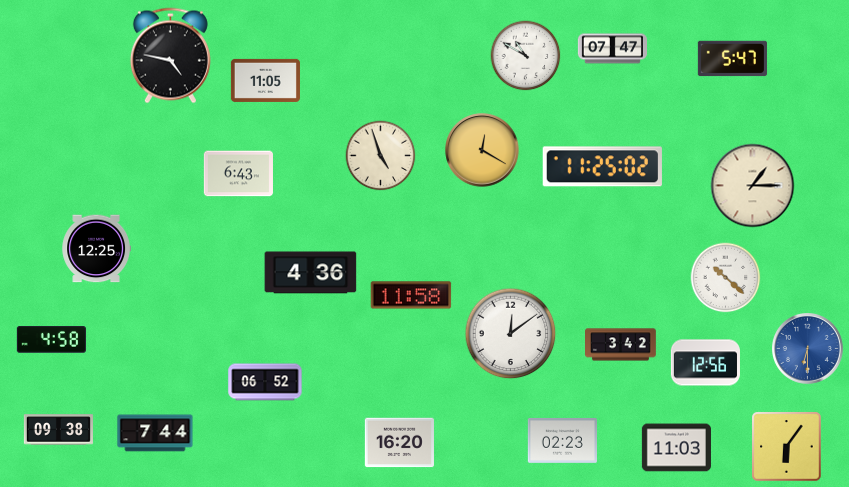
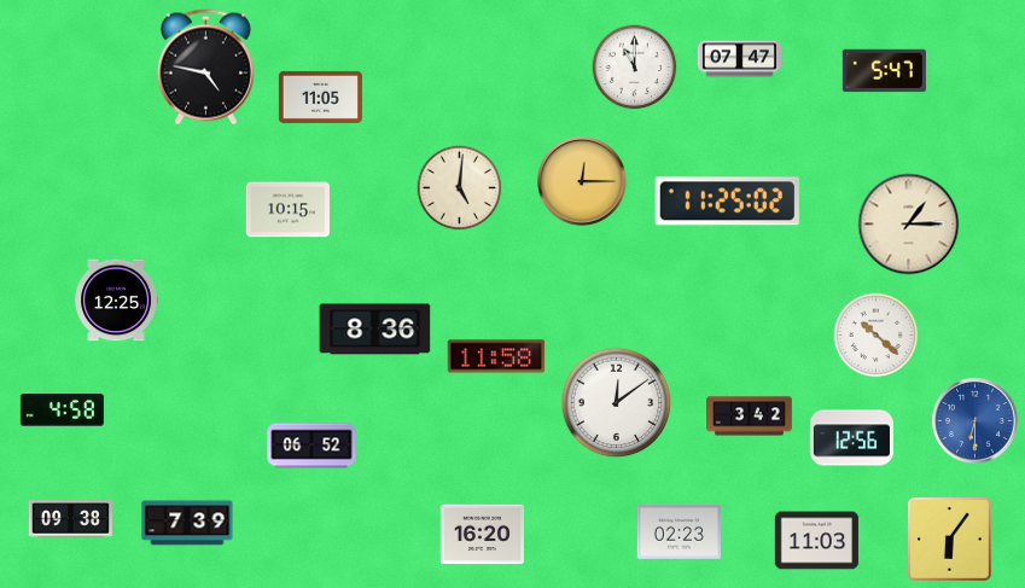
clock at (526, 56): 10:50 -> 11:00
clock at (482, 150): 12:20 -> 12:15
clock at (381, 156): 4:57 -> 5:01
clock at (238, 174): 6:43 -> 10:15
clock at (311, 273): 4:36 -> 8:36
clock at (265, 382) position: (265, 382) -> (311, 446)
clock at (155, 433): 7:44 -> 7:39
